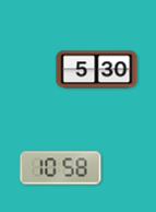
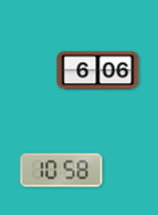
clock at (97, 70): 5:30 -> 6:06
